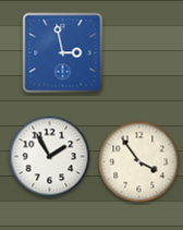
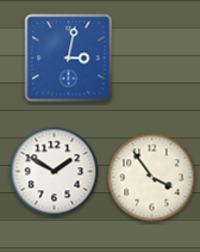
clock at (63, 53): 2:58 -> 3:02
clock at (50, 157): 1:55 -> 1:50
